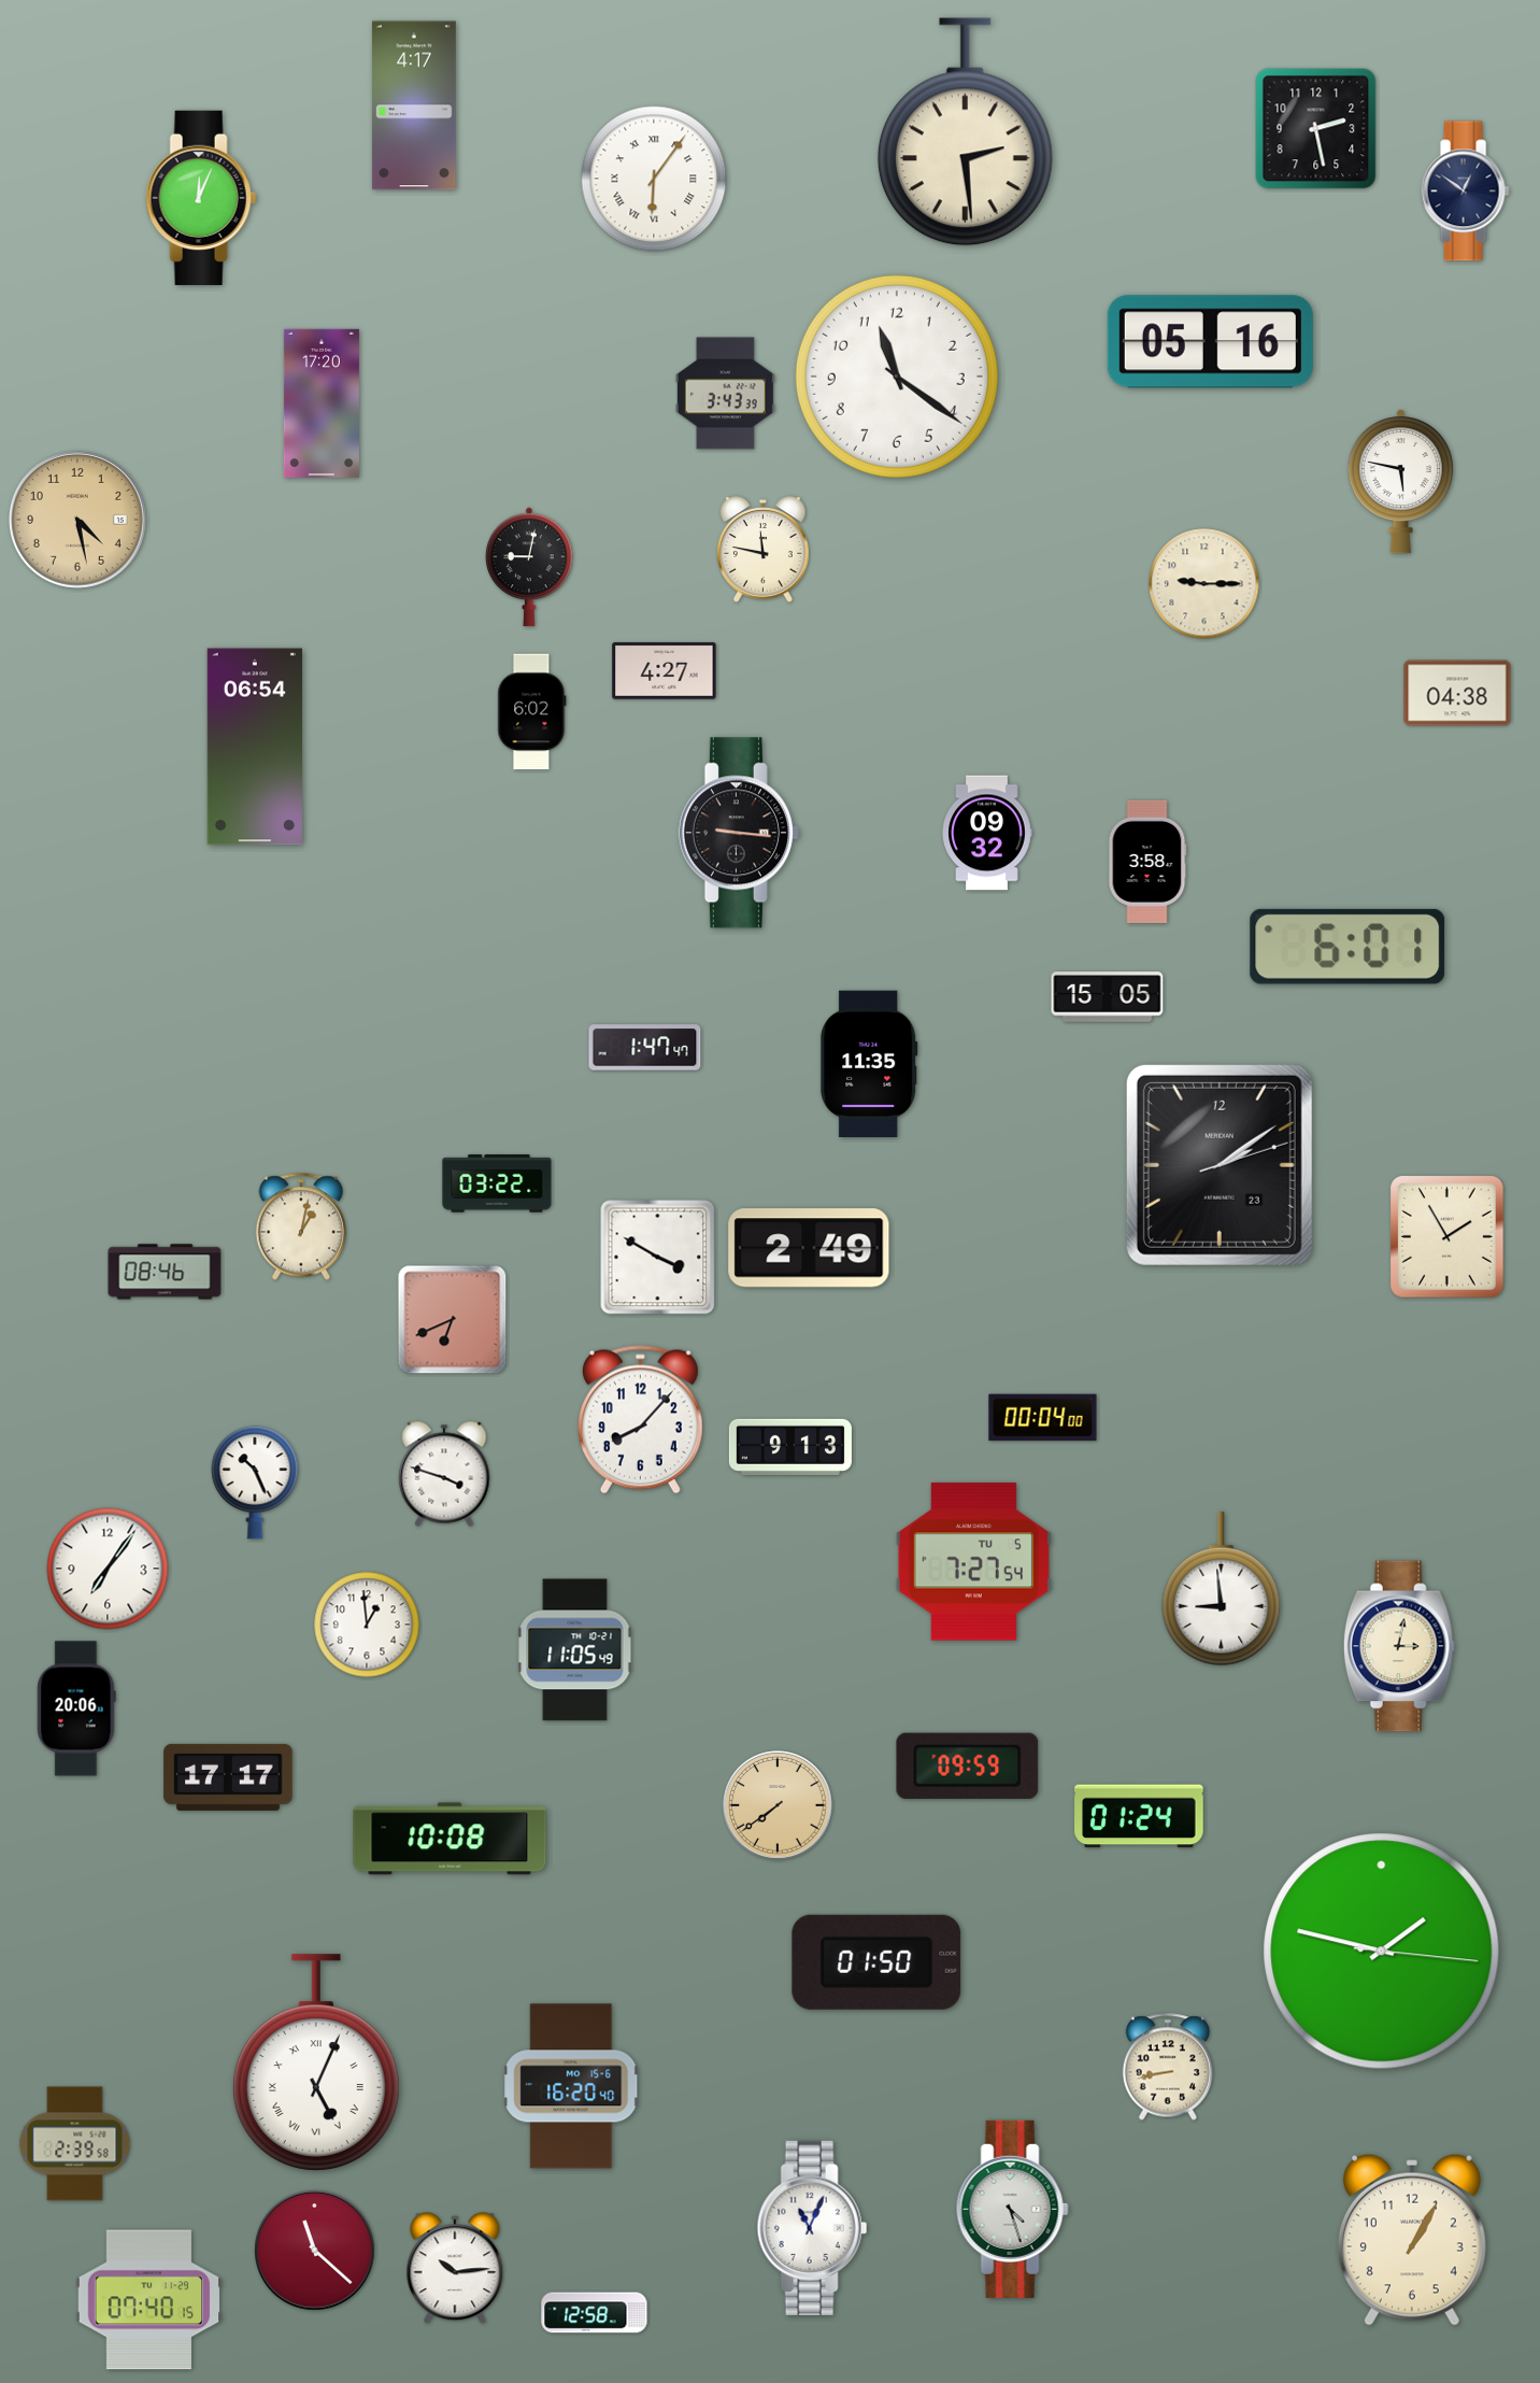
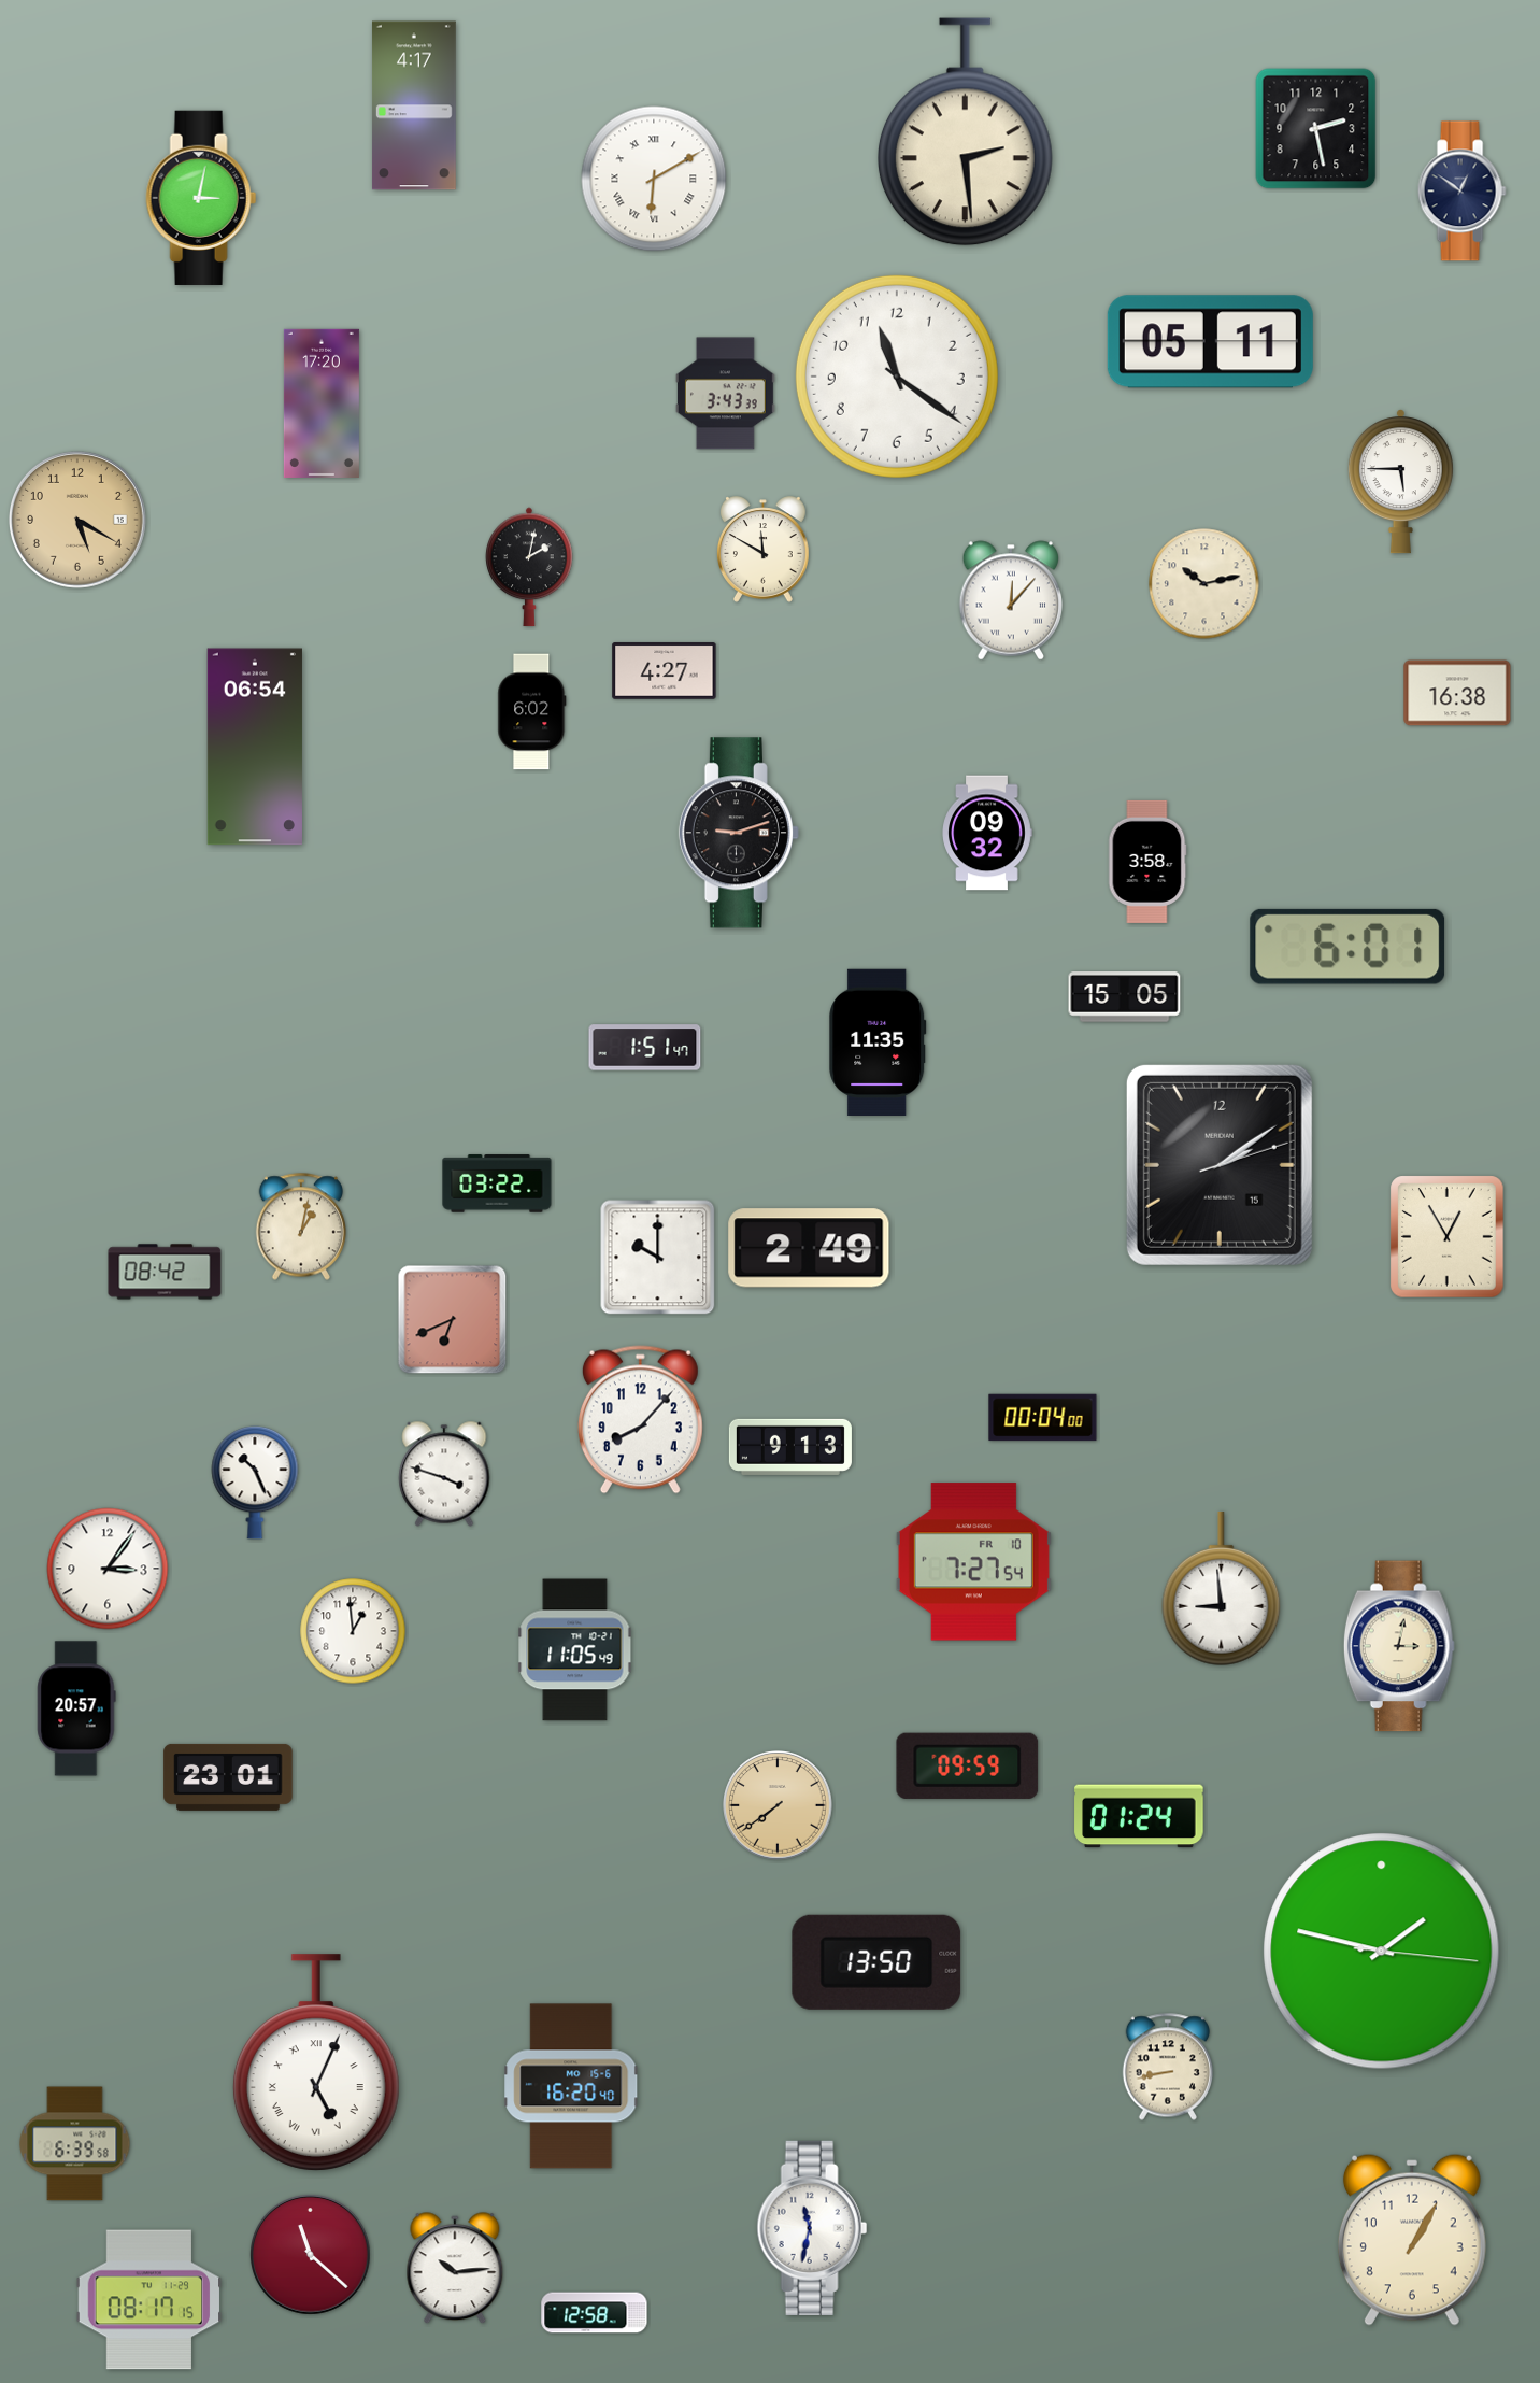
clock at (654, 179): 6:06 -> 6:10
clock at (1465, 192) position: (1465, 192) -> (1461, 192)
clock at (201, 198): 12:04 -> 3:02
clock at (1210, 342): 05:16 -> 05:11
clock at (1400, 482): 5:47 -> 5:45
clock at (77, 520): 4:28 -> 5:20
clock at (762, 550): 11:47 -> 11:50
clock at (529, 567): 9:02 -> 2:02
clock at (1204, 584): 9:15 -> 10:13
clock at (1011, 600): none -> 12:07
clock at (1457, 693): 04:38 -> 16:38
clock at (739, 833): 9:16 -> 9:12
clock at (1108, 997) position: (1108, 997) -> (1125, 997)
clock at (645, 1048): 1:47 -> 1:51
clock at (869, 1063) position: (869, 1063) -> (878, 1041)
clock at (1220, 1165) date: 23 -> 15
clock at (1448, 1237): 1:55 -> 12:55
clock at (658, 1258): 3:50 -> 10:00
clock at (165, 1272): 08:46 -> 08:42
clock at (973, 1562) date: TU 5 -> FR 10
clock at (108, 1569): 7:06 -> 3:06
clock at (367, 1625) position: (367, 1625) -> (353, 1631)
clock at (76, 1708): 20:06 -> 20:57
clock at (228, 1777): 17:17 -> 23:01
clock at (450, 1839): 10:08 -> none
clock at (876, 1962): 01:50 -> 13:50
clock at (75, 2144): 2:39 -> 6:39
clock at (1012, 2209): 4:27 -> none
clock at (812, 2228): 11:04 -> 11:32
clock at (315, 2251) position: (315, 2251) -> (311, 2255)
clock at (149, 2300): 07:40 -> 08:17
